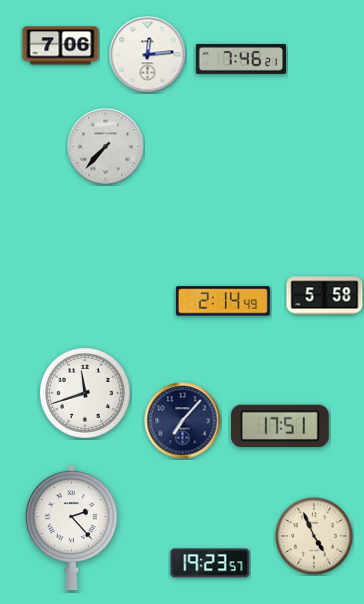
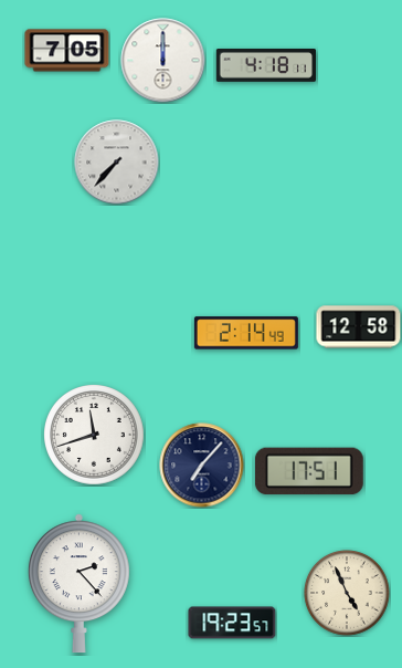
clock at (61, 46): 7:06 -> 7:05
clock at (148, 55): 12:14 -> 12:00
clock at (240, 60): 7:46 -> 4:18
clock at (325, 296): 5:58 -> 12:58
